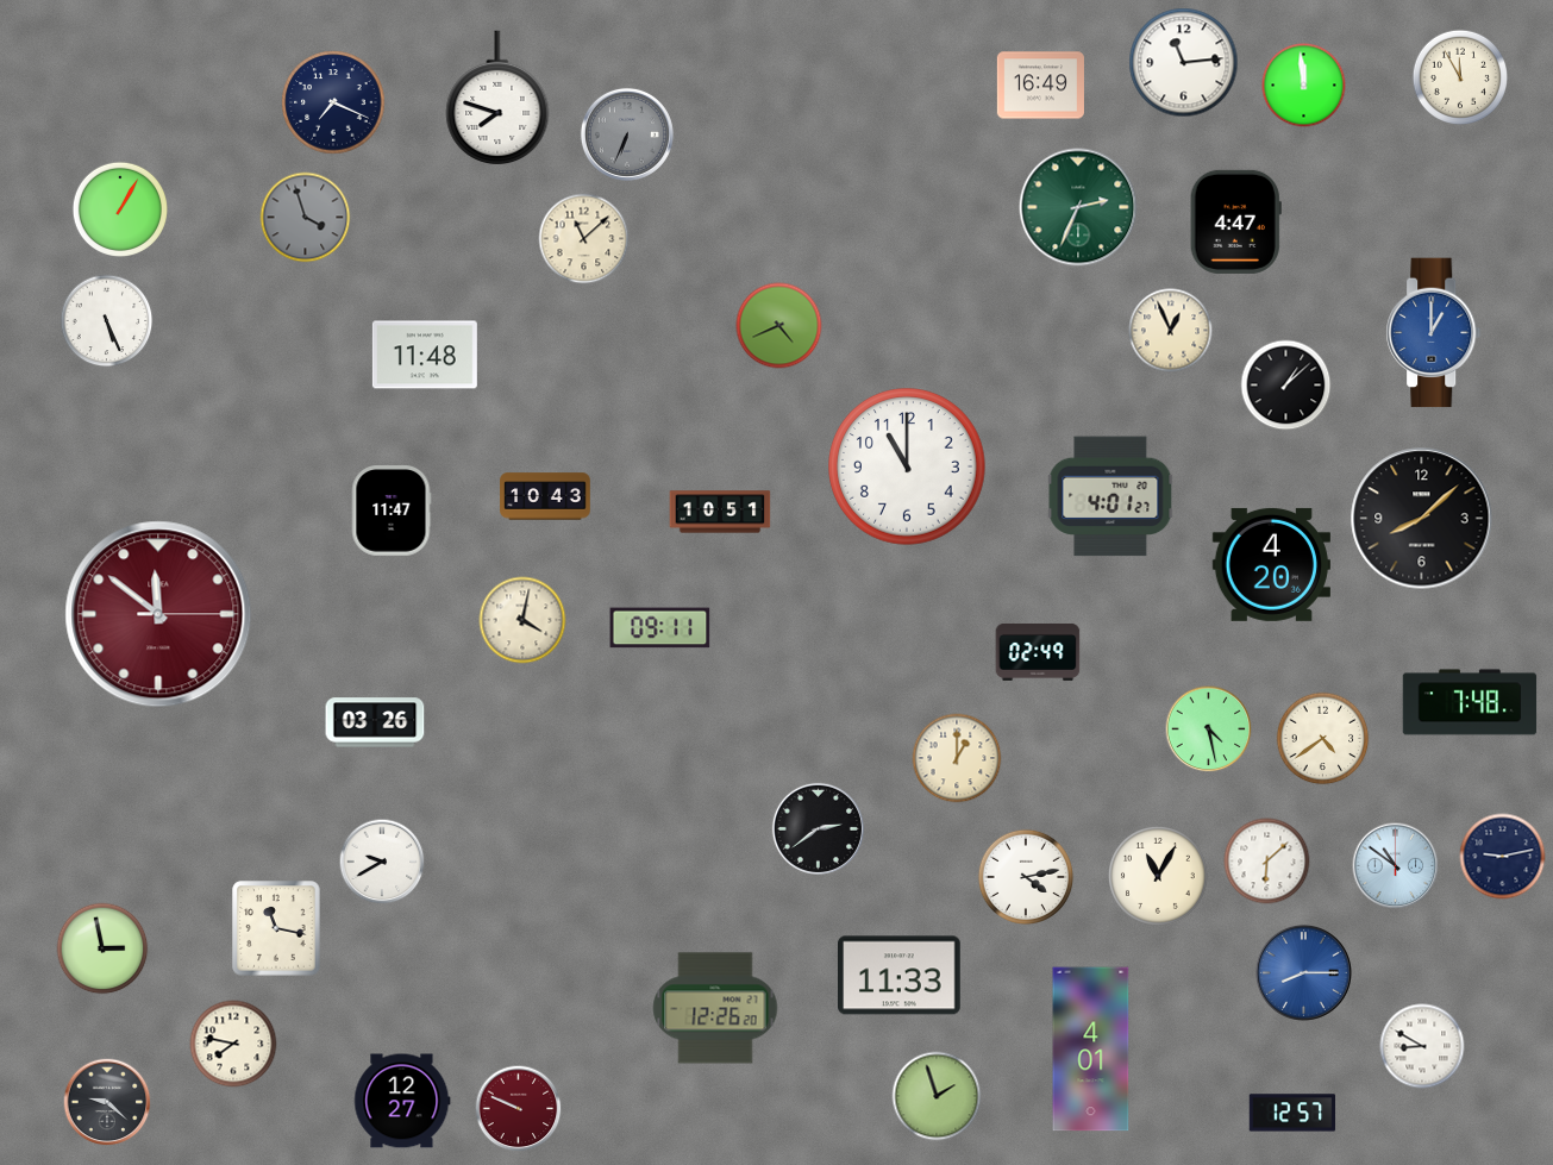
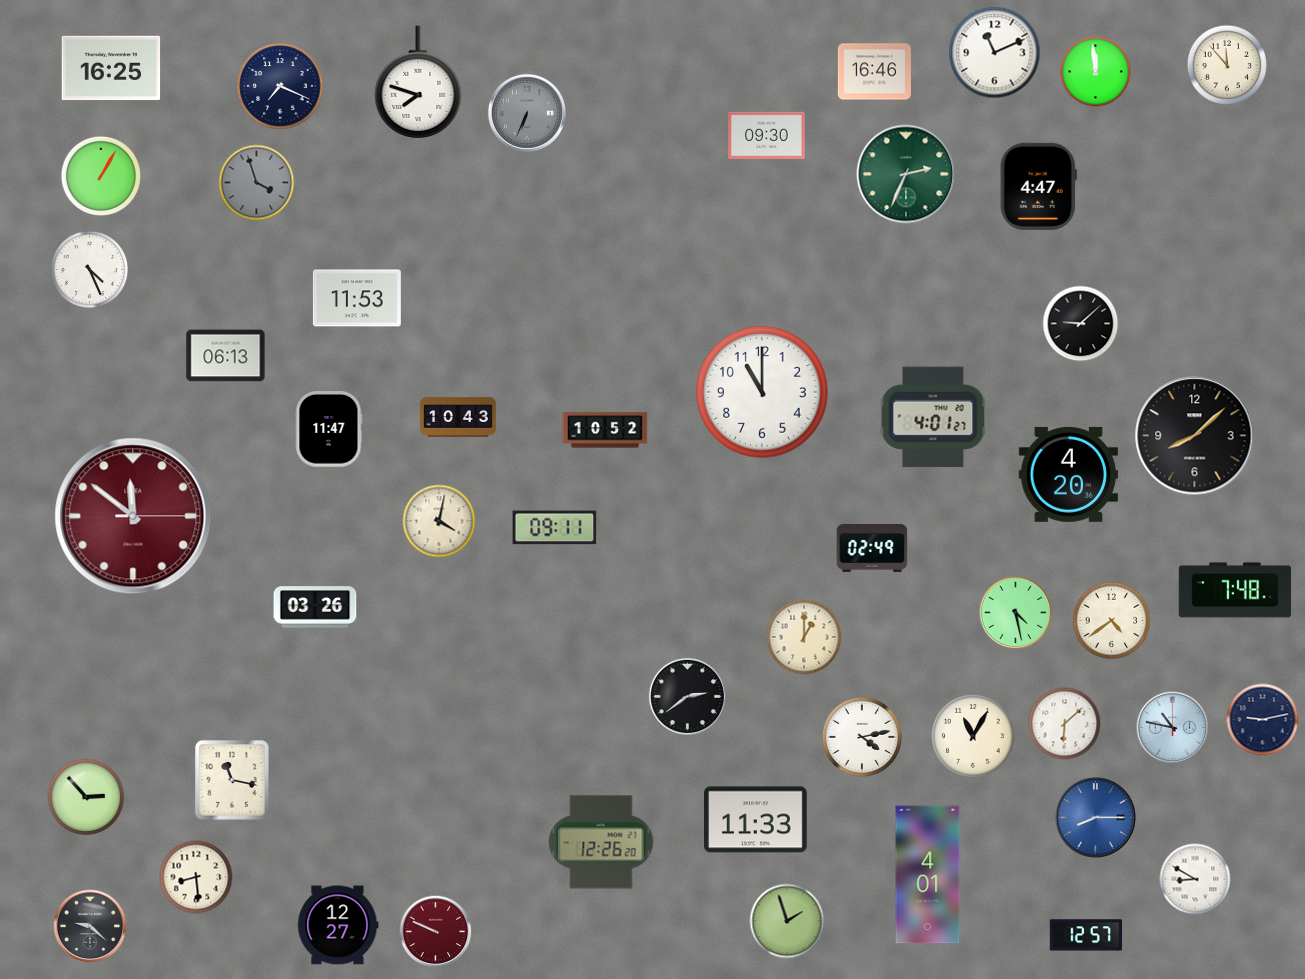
clock at (1184, 63): 11:14 -> 11:11
clock at (1459, 76): 11:55 -> 11:53
clock at (111, 68): none -> 16:25
clock at (1040, 86): 16:49 -> 16:46
clock at (767, 135): none -> 09:30
clock at (584, 239): 11:08 -> none
clock at (107, 321): 5:26 -> 4:26
clock at (779, 326): 4:41 -> none
clock at (1171, 331): 12:56 -> none
clock at (1434, 333): 1:00 -> none
clock at (425, 355): 11:48 -> 11:53
clock at (1286, 386): 1:08 -> 9:08
clock at (226, 356): none -> 06:13
clock at (720, 512): 10:51 -> 10:52
clock at (382, 862): 9:40 -> none
clock at (1396, 866): 10:51 -> 10:47
clock at (102, 948): 2:58 -> 2:53
clock at (715, 1008) position: (715, 1008) -> (601, 842)
clock at (233, 1044): 7:47 -> 8:29
clock at (1091, 1050) position: (1091, 1050) -> (928, 875)
